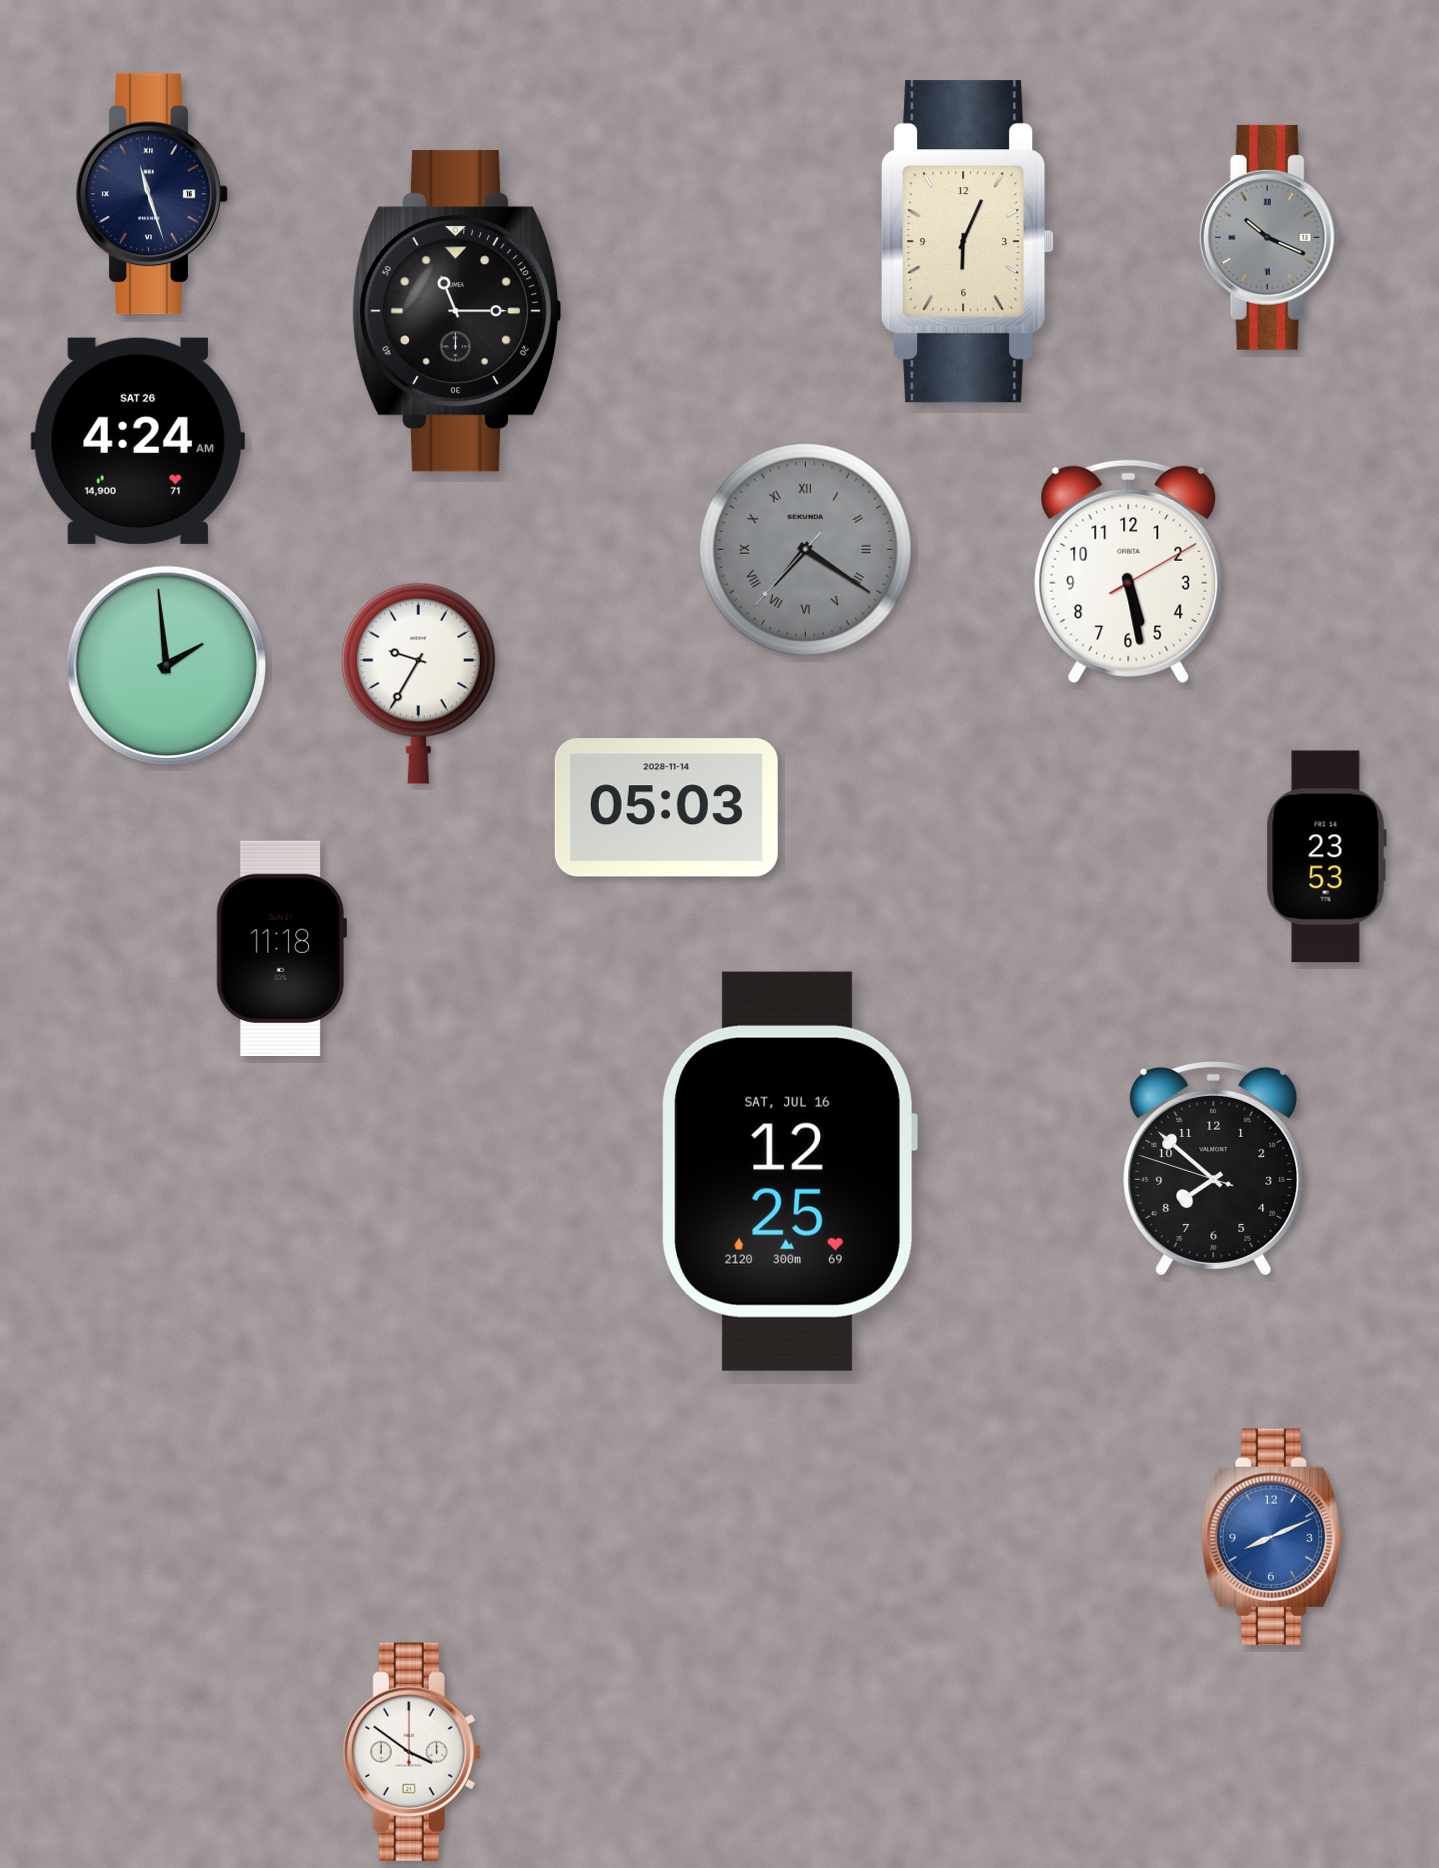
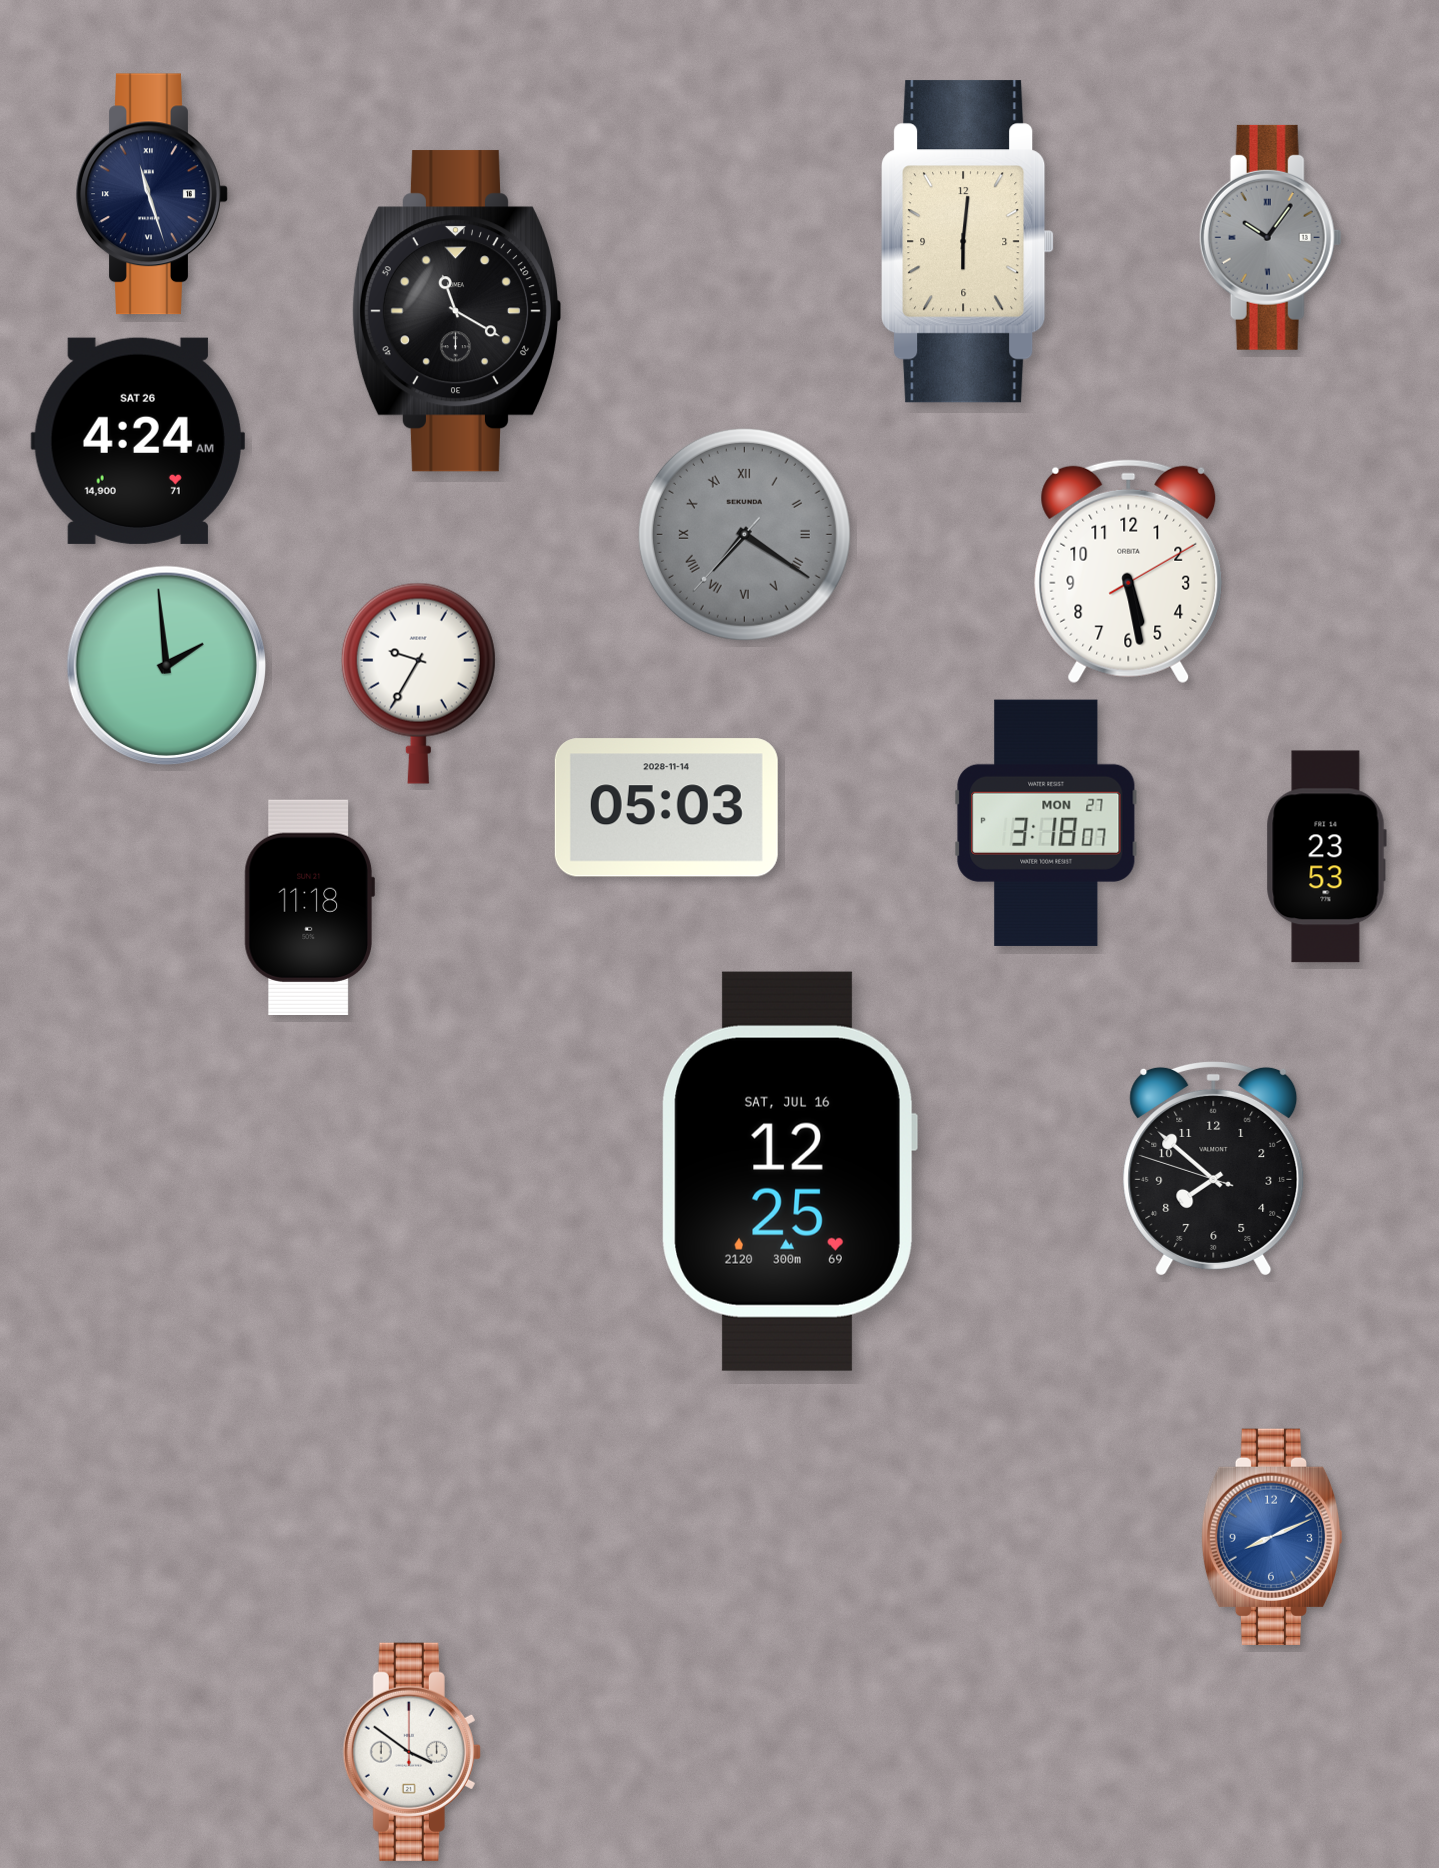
clock at (1270, 237): 10:19 -> 10:06
clock at (968, 242): 6:04 -> 6:01
clock at (457, 311): 11:15 -> 11:20
clock at (805, 549) position: (805, 549) -> (744, 534)
clock at (1046, 823): none -> 3:18
clock at (281, 948) position: (281, 948) -> (309, 907)
